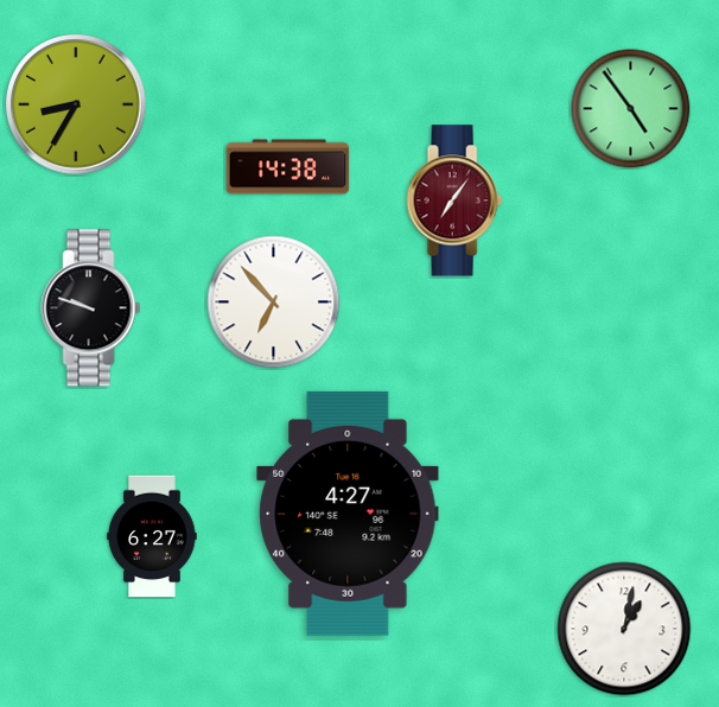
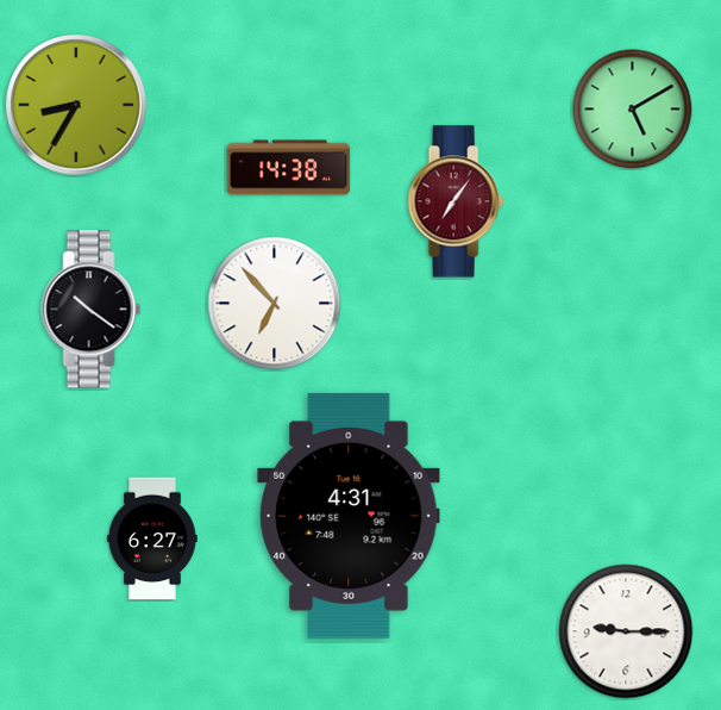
clock at (631, 109): 4:54 -> 5:10
clock at (91, 308): 9:48 -> 10:21
clock at (348, 514): 4:27 -> 4:31
clock at (624, 629): 1:02 -> 9:15
